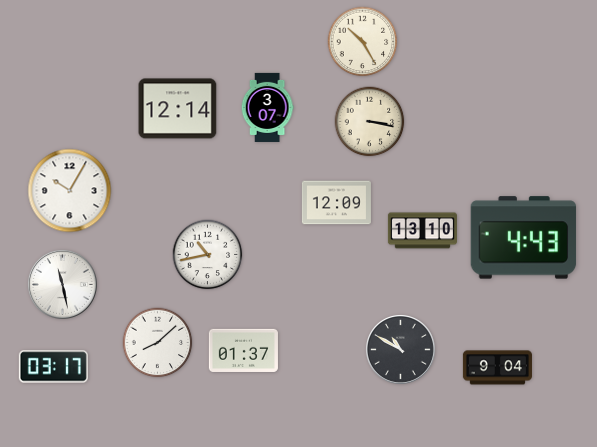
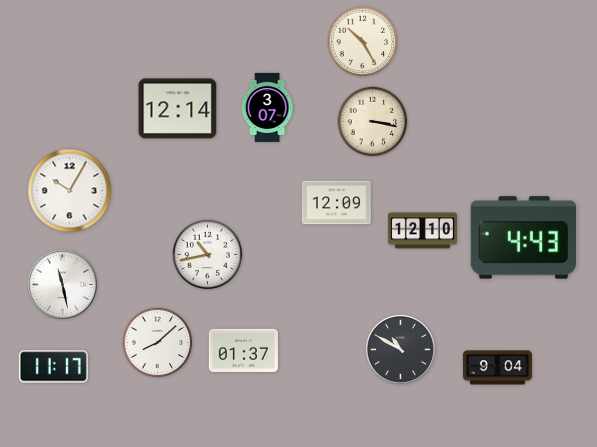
clock at (370, 122) position: (370, 122) -> (373, 122)
clock at (422, 231): 13:10 -> 12:10
clock at (53, 367): 03:17 -> 11:17
